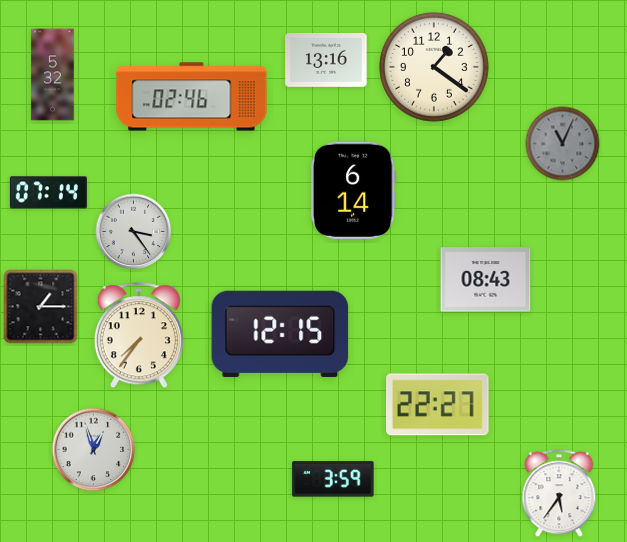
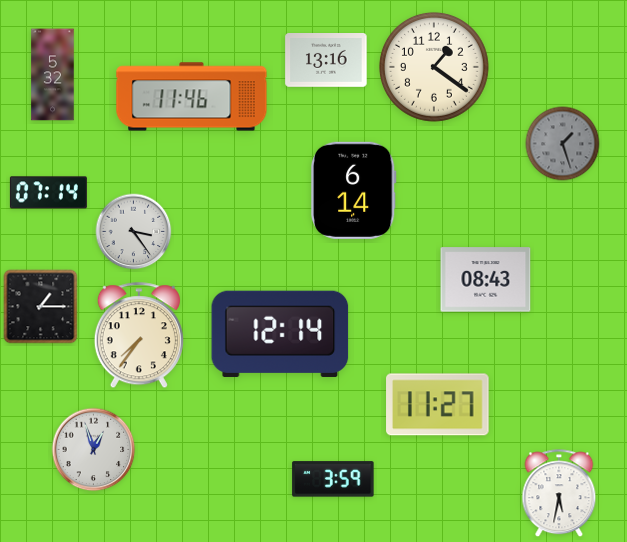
clock at (192, 97): 02:46 -> 11:46
clock at (563, 144): 11:04 -> 1:27
clock at (280, 334): 12:15 -> 12:14
clock at (438, 405): 22:27 -> 11:27
clock at (559, 494): 5:36 -> 5:32
